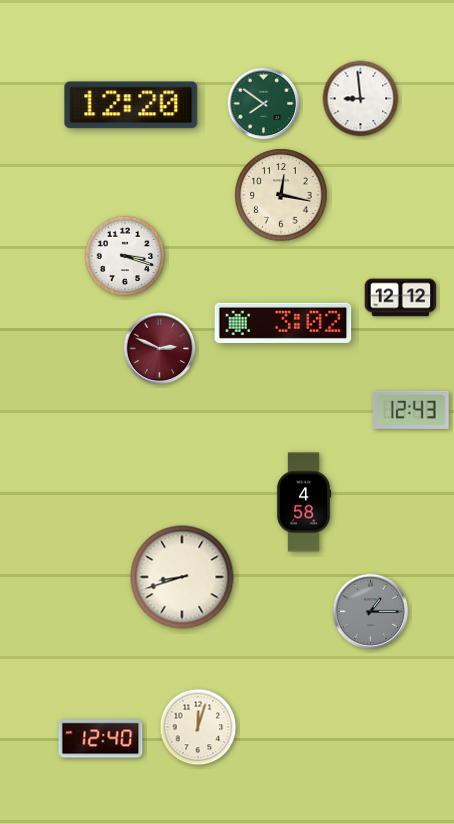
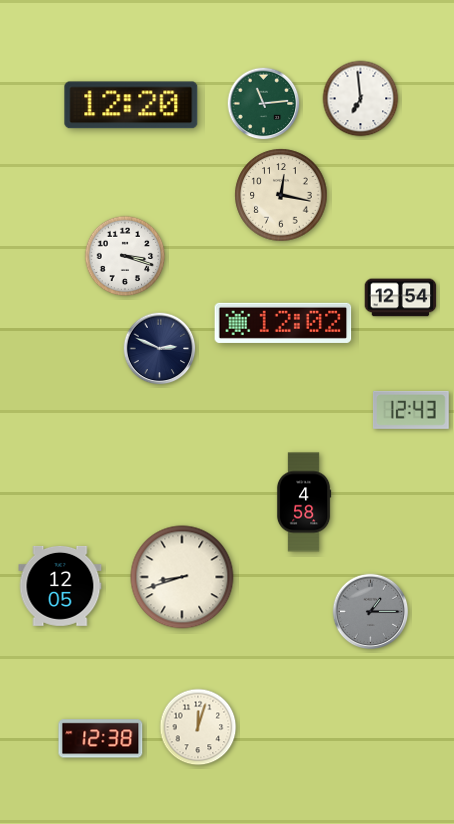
clock at (361, 99): 8:59 -> 6:59
clock at (264, 104): 7:51 -> 11:14
clock at (401, 298): 12:12 -> 12:54
clock at (283, 323): 3:02 -> 12:02
clock at (160, 349) dial: burgundy -> navy
clock at (60, 586): none -> 12:05
clock at (101, 739): 12:40 -> 12:38
